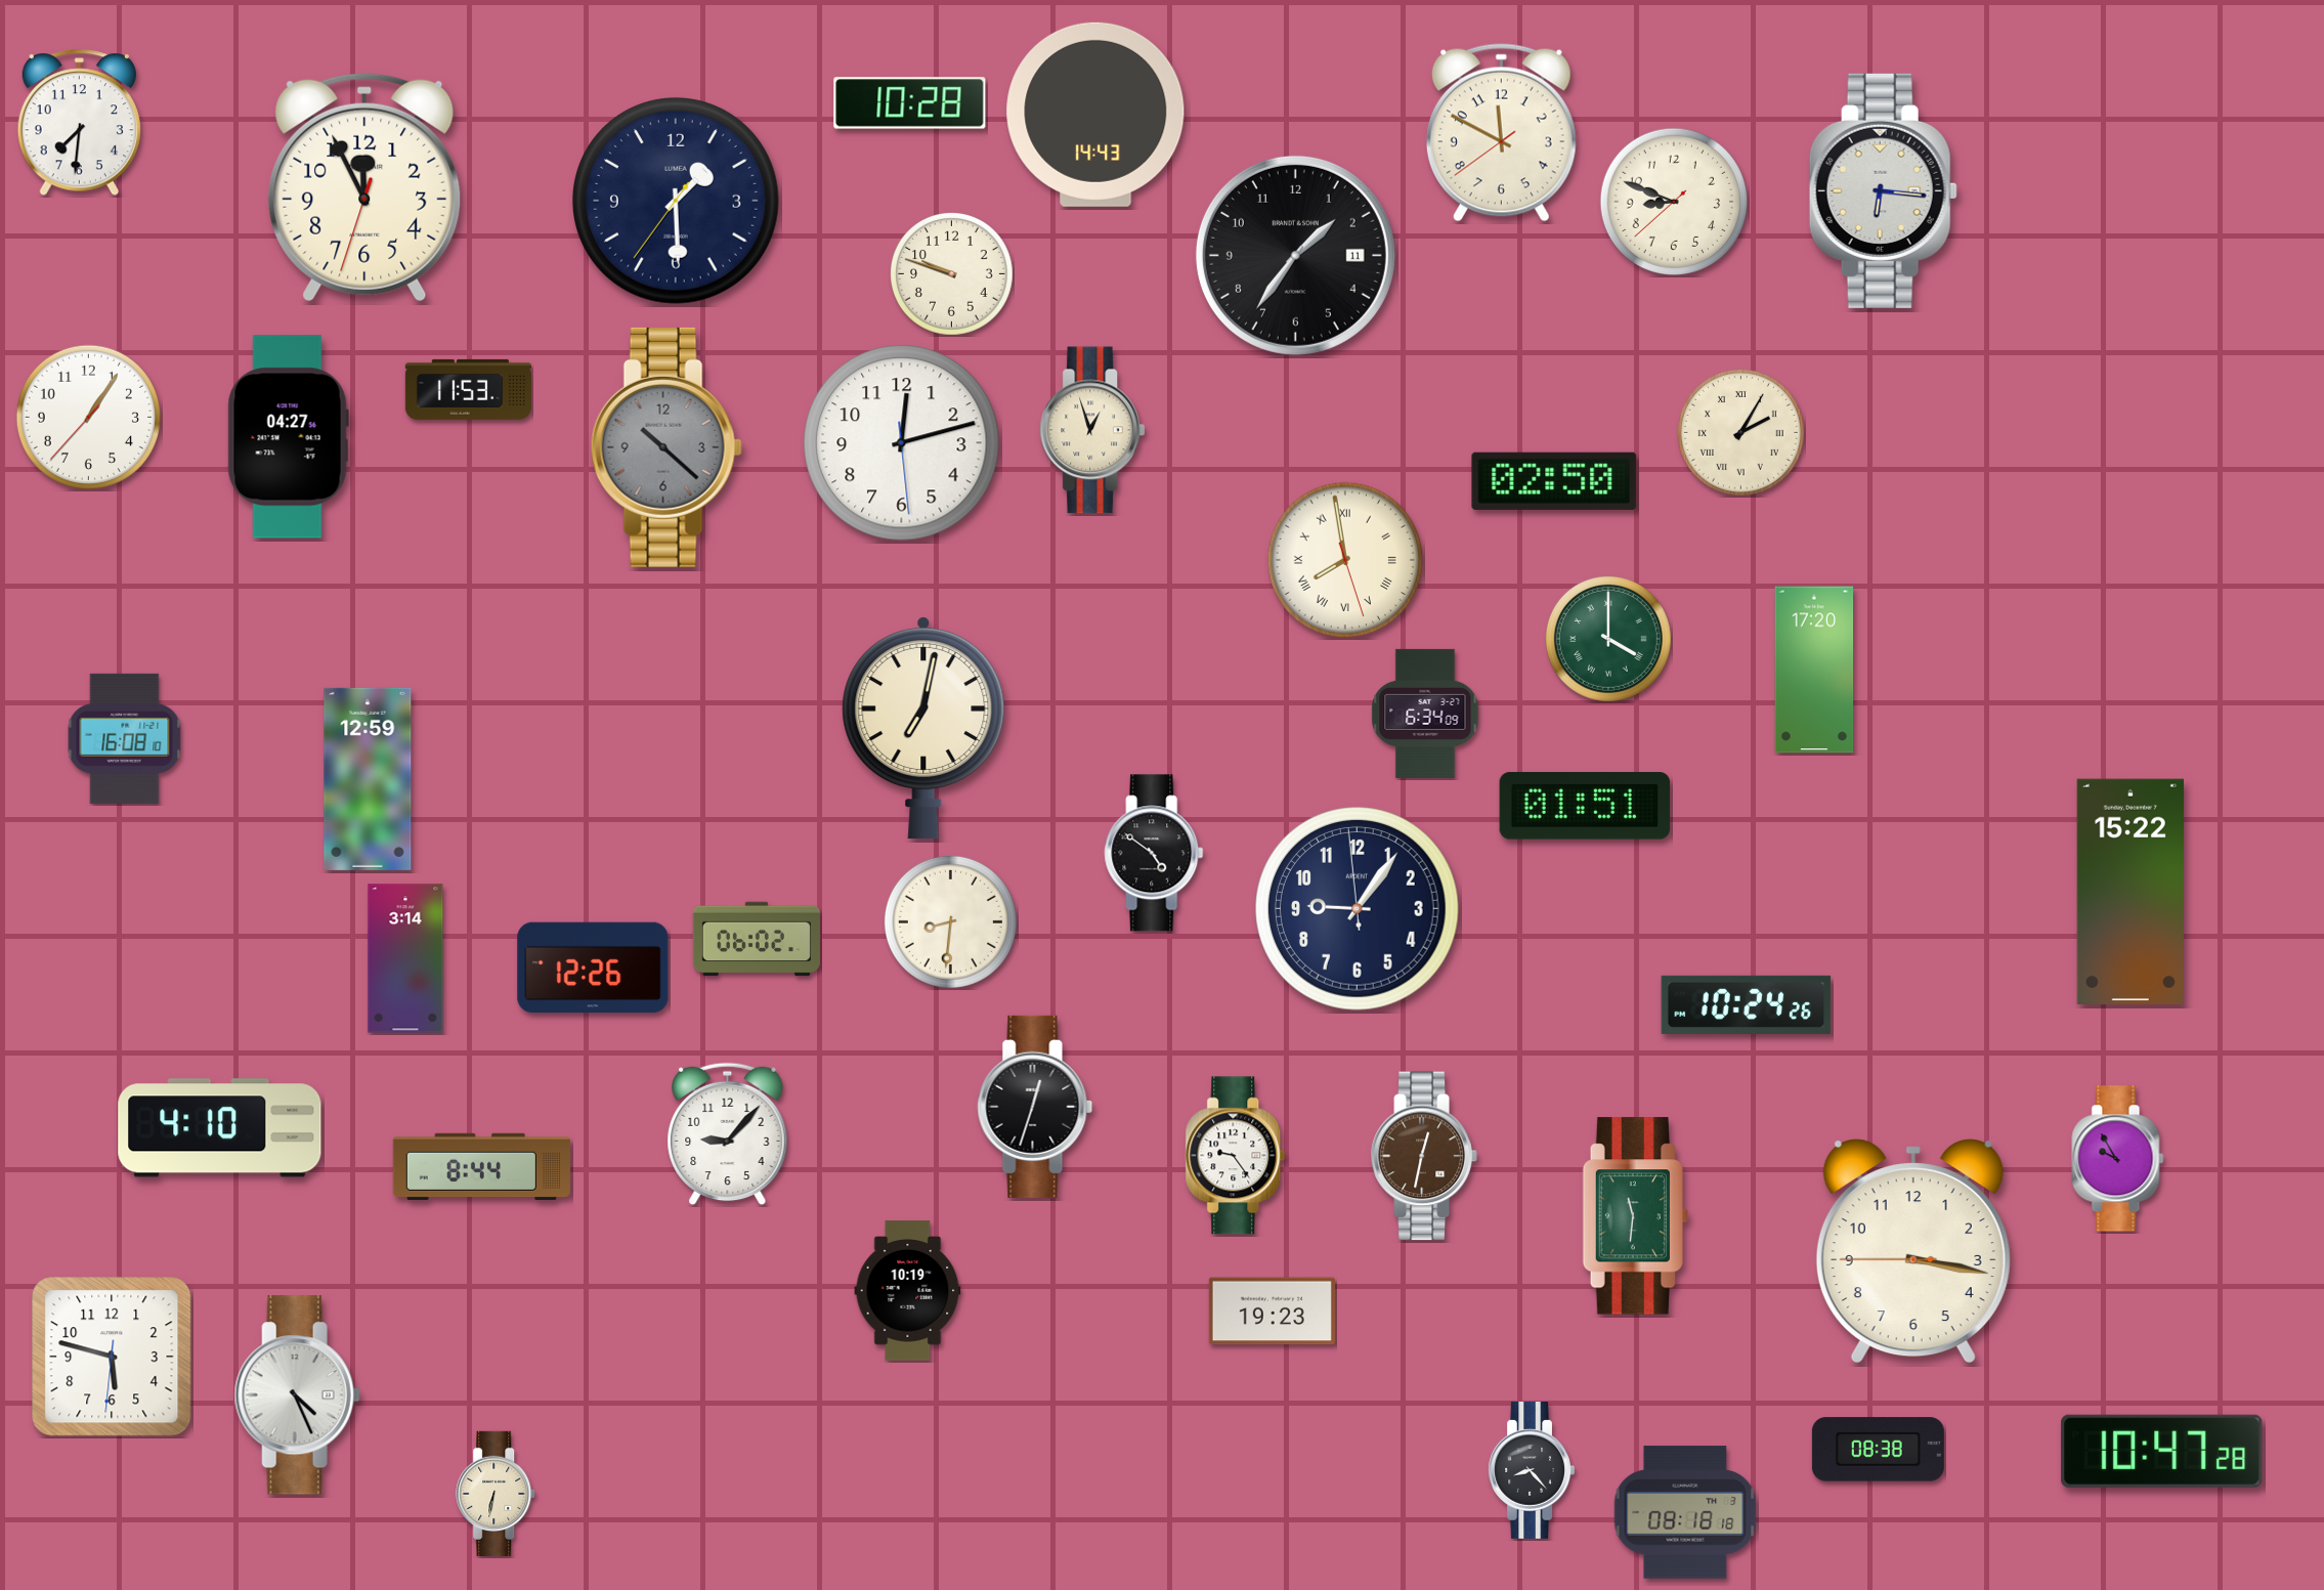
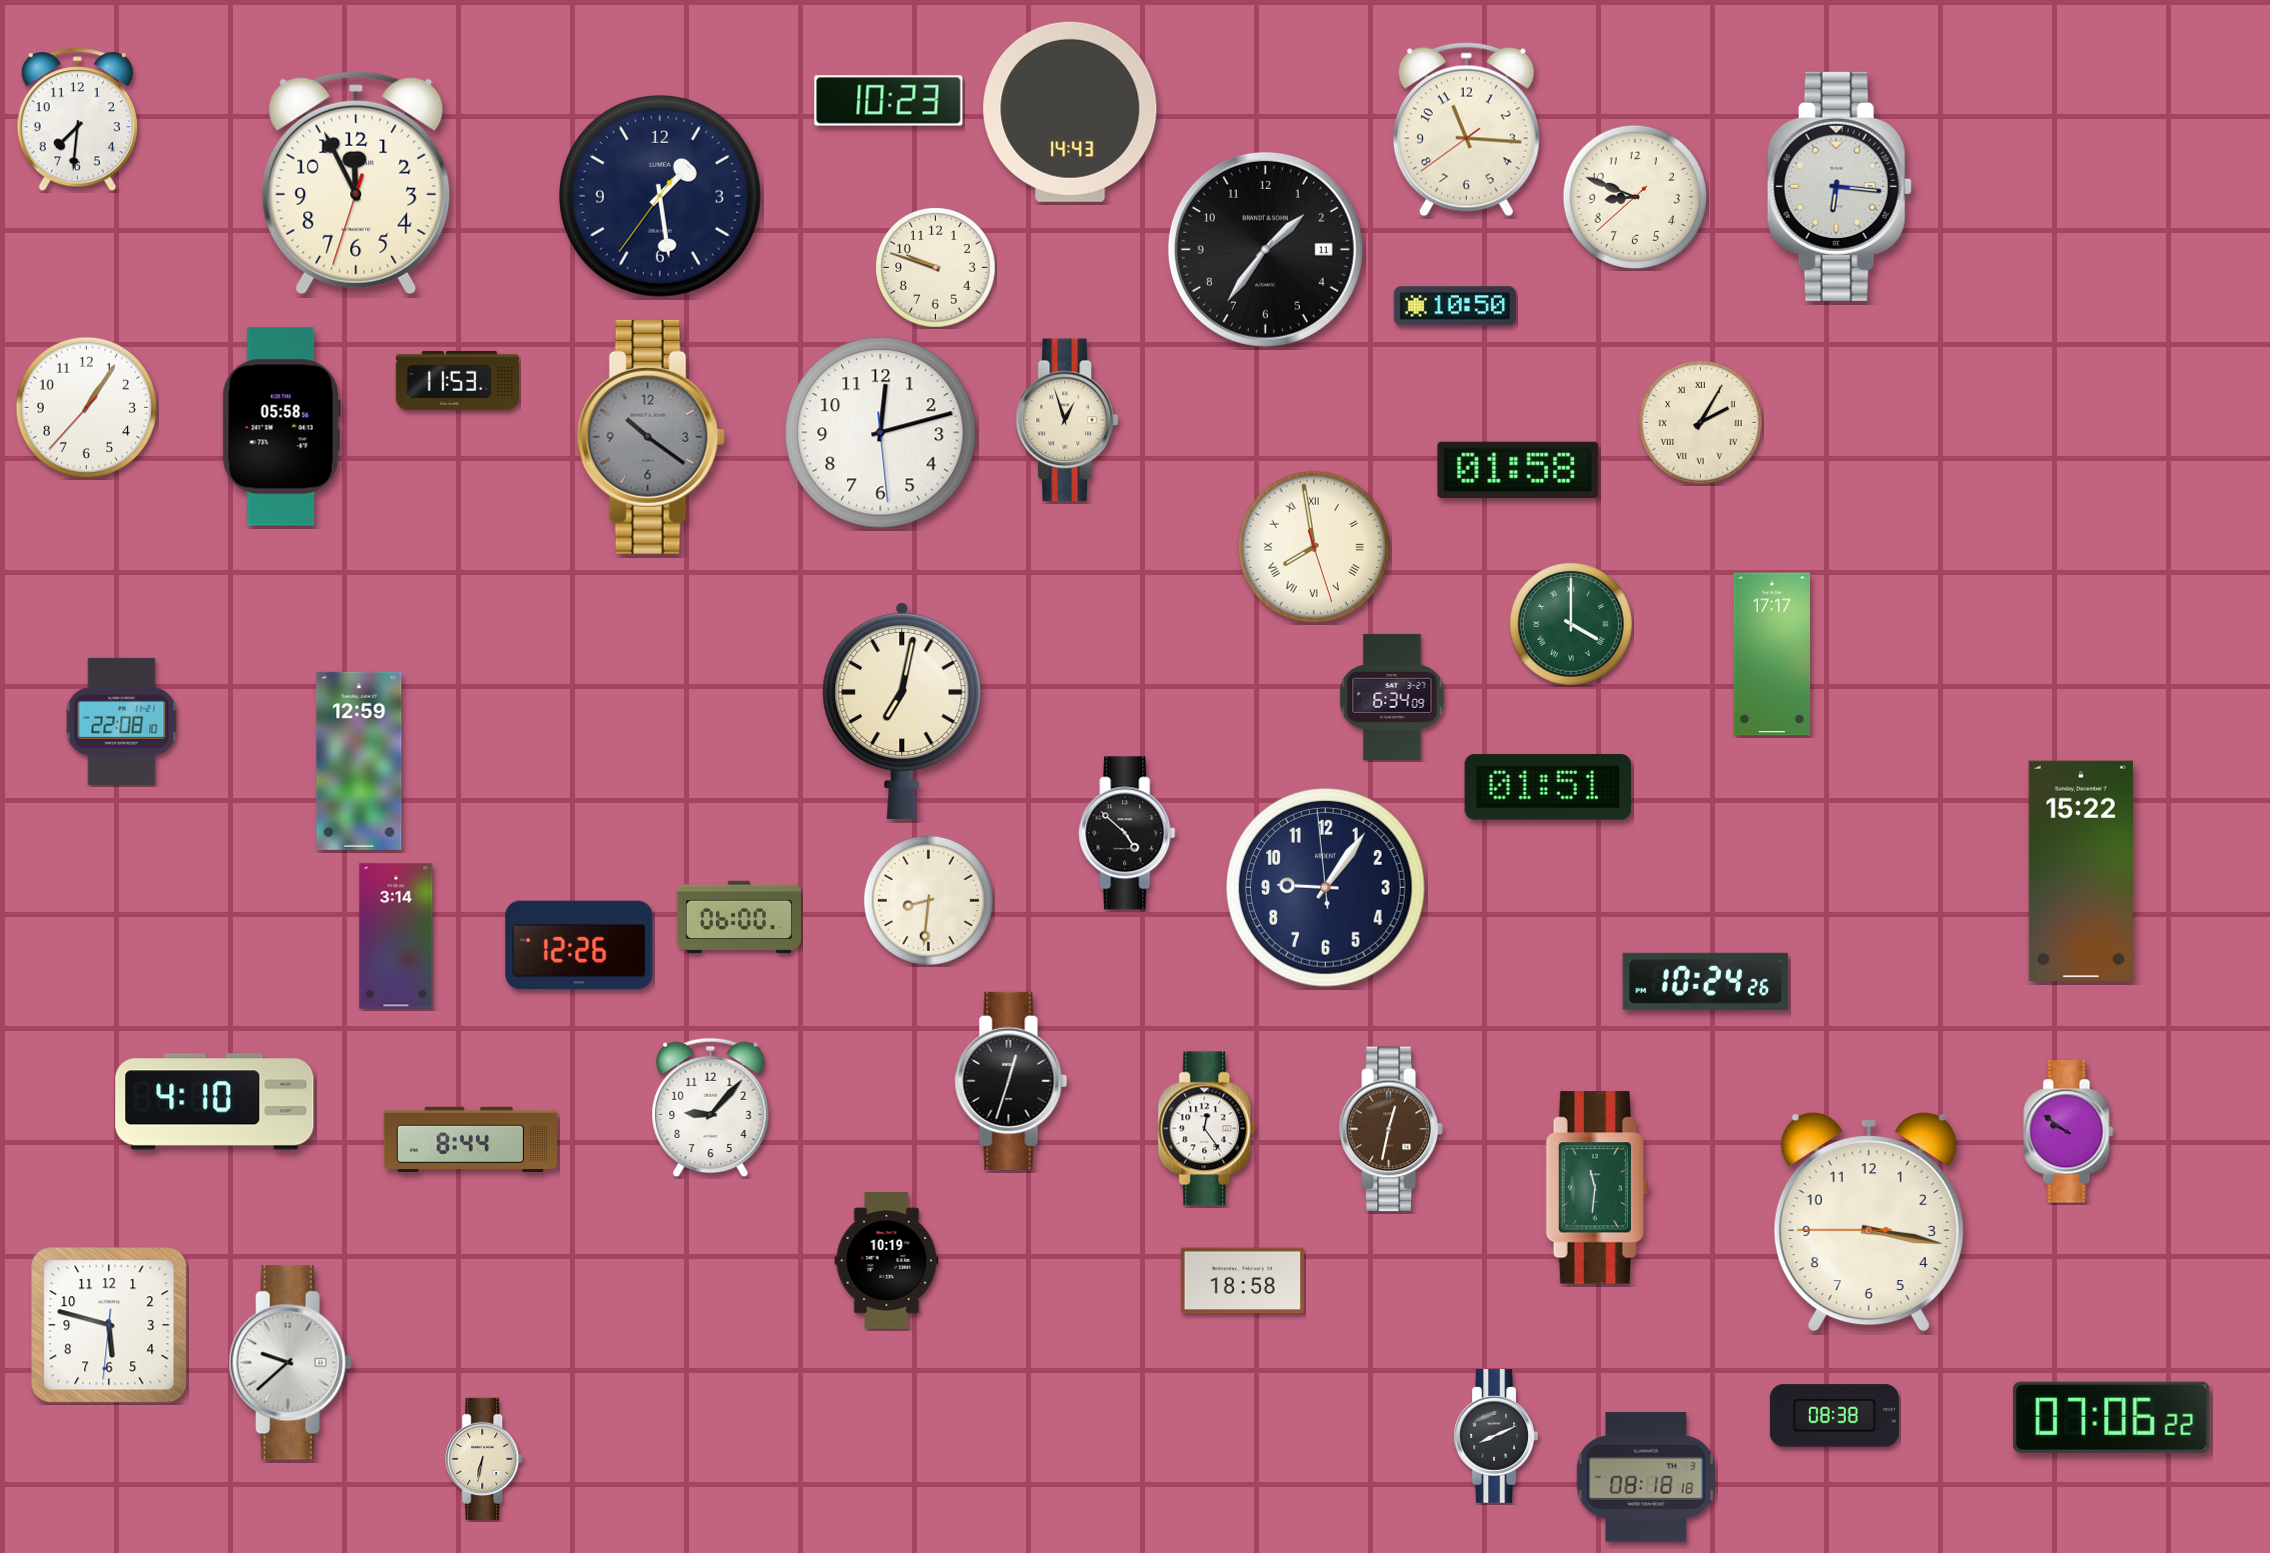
clock at (910, 103): 10:28 -> 10:23
clock at (1501, 133): 11:49 -> 11:15
clock at (676, 201): 1:29 -> 1:28
clock at (952, 274) position: (952, 274) -> (936, 268)
clock at (1455, 306): none -> 10:50
clock at (288, 437): 04:27 -> 05:58
clock at (666, 447): 10:22 -> 10:21
clock at (1554, 481): 02:50 -> 01:58
clock at (1814, 670): 17:20 -> 17:17
clock at (125, 738): 16:08 -> 22:08
clock at (1154, 853): 4:51 -> 4:52
clock at (757, 939): 06:02 -> 06:00
clock at (1236, 1156): 9:24 -> 12:24
clock at (2118, 1159): 9:55 -> 9:51
clock at (1272, 1312): 19:23 -> 18:58
clock at (297, 1395): 4:26 -> 9:38
clock at (2162, 1451): 10:47 -> 07:06
clock at (1532, 1471): 8:23 -> 8:11
